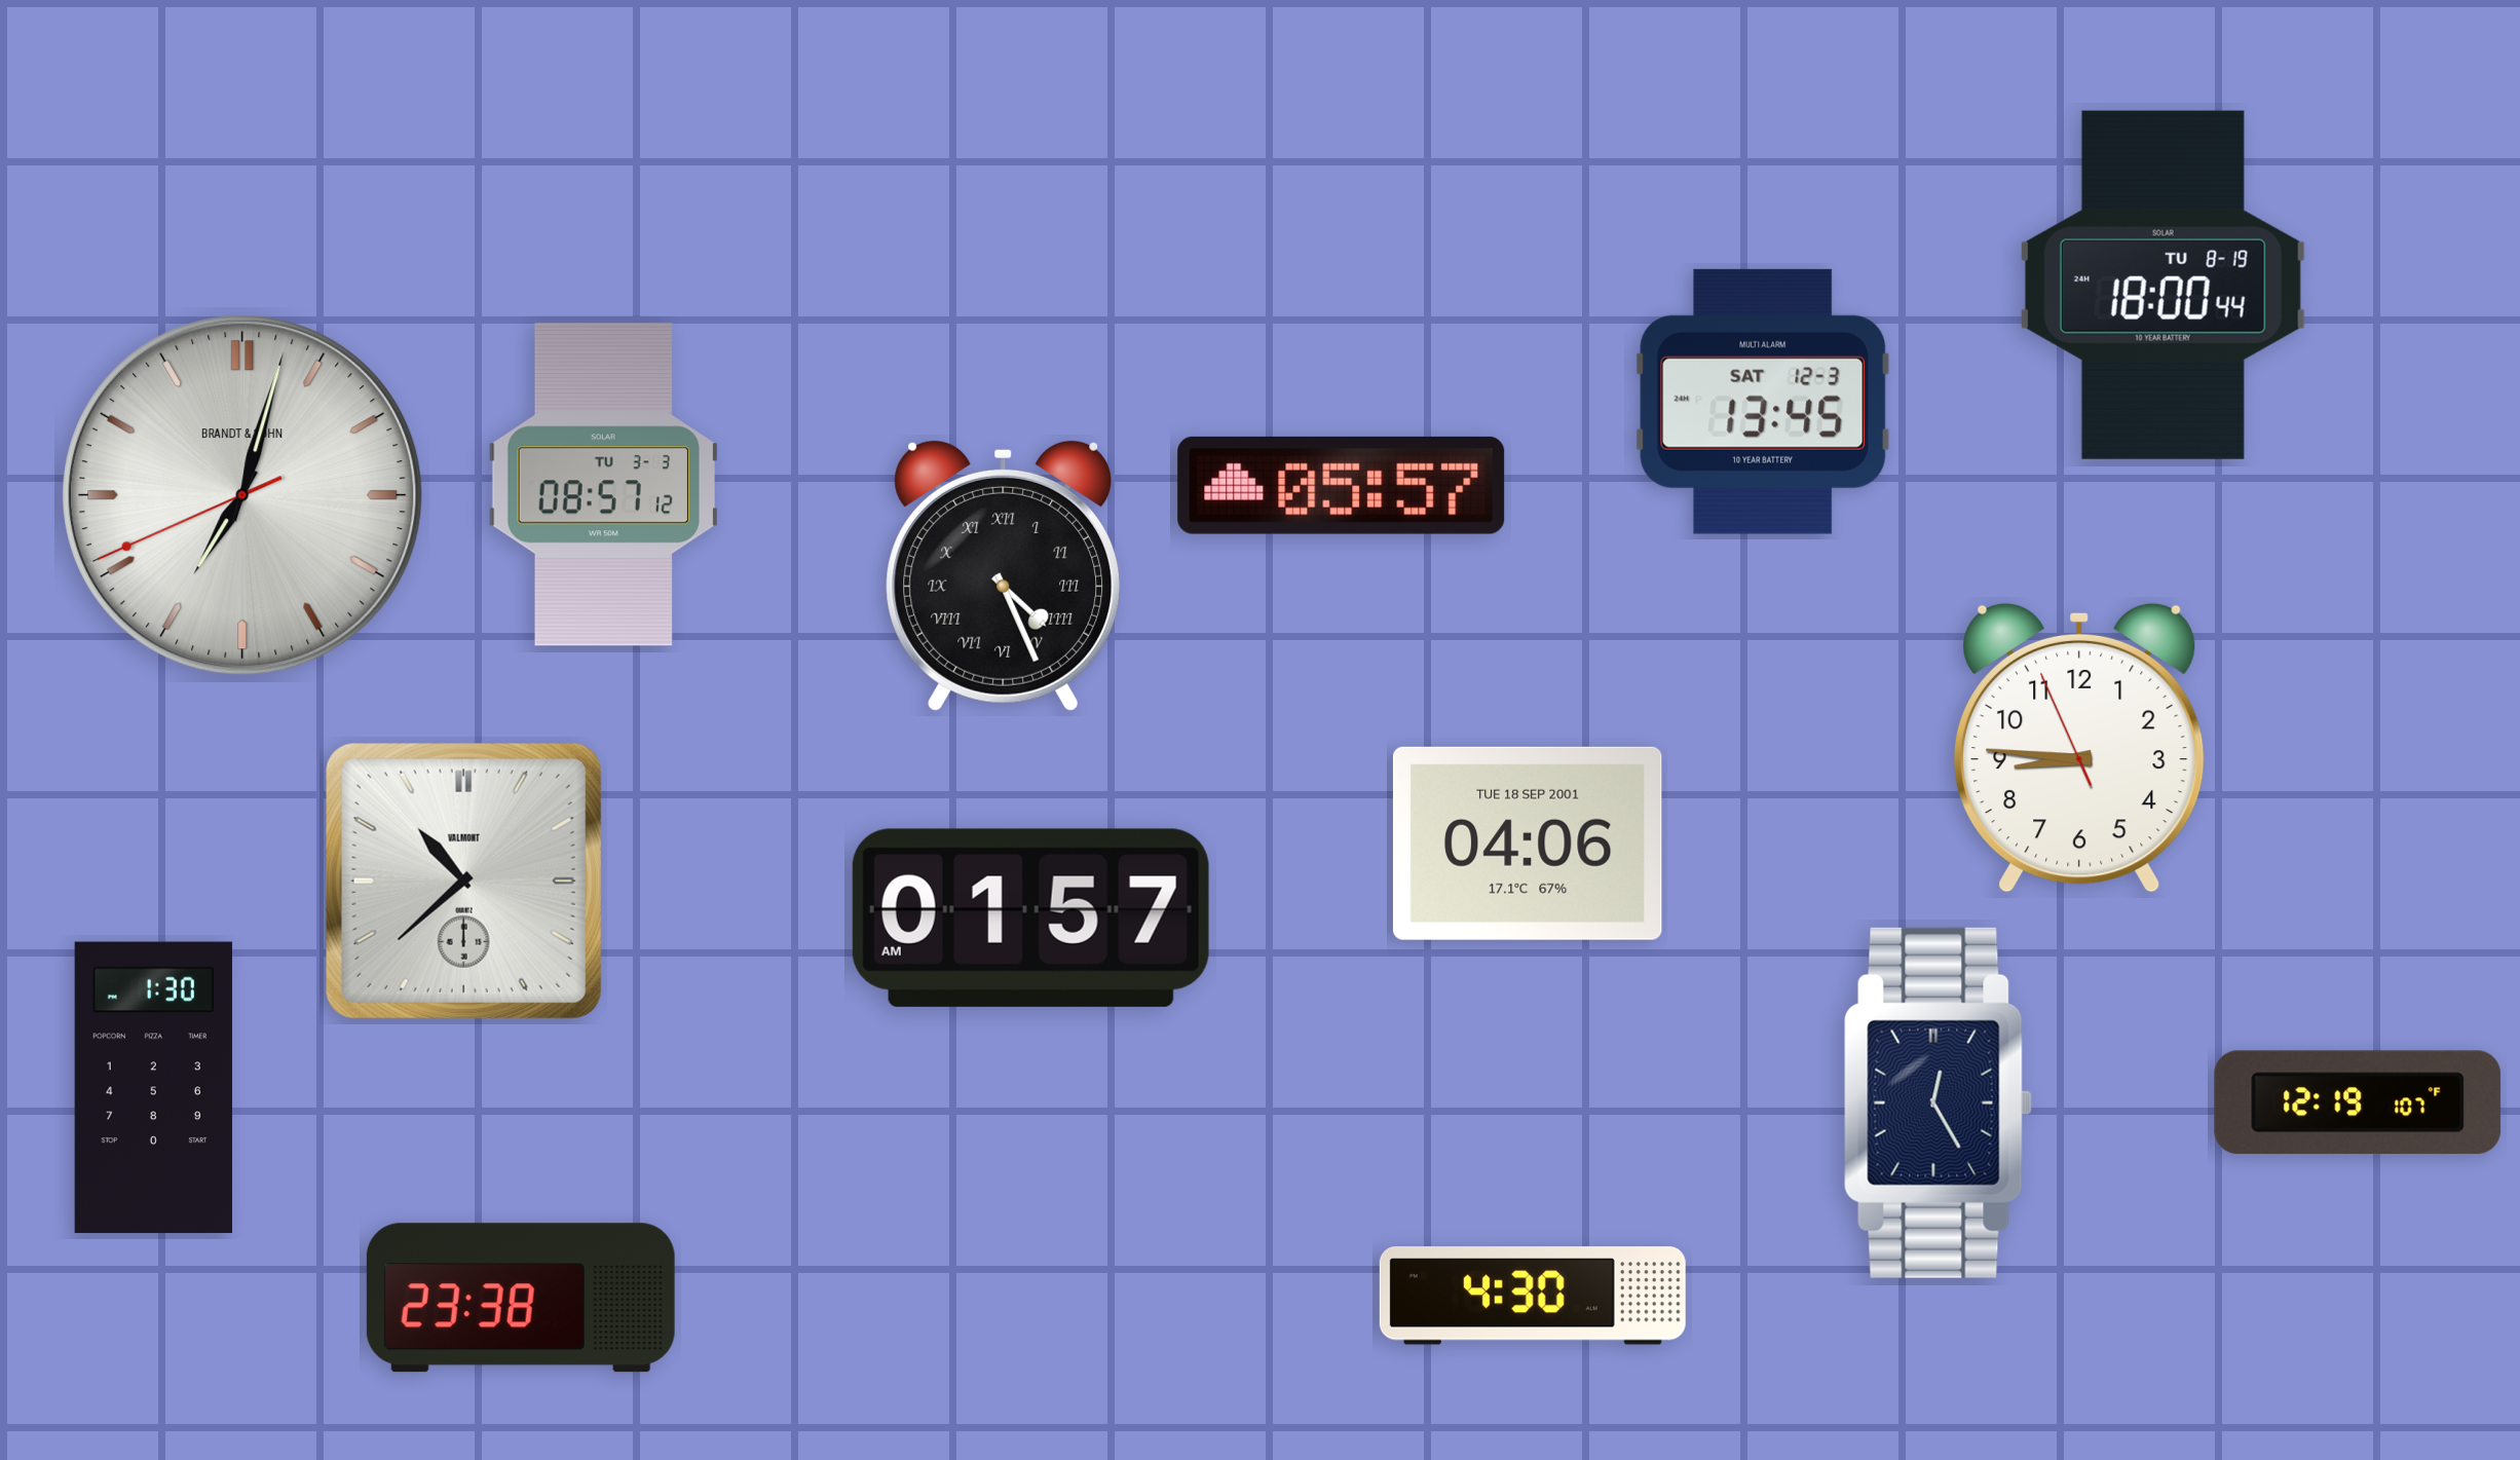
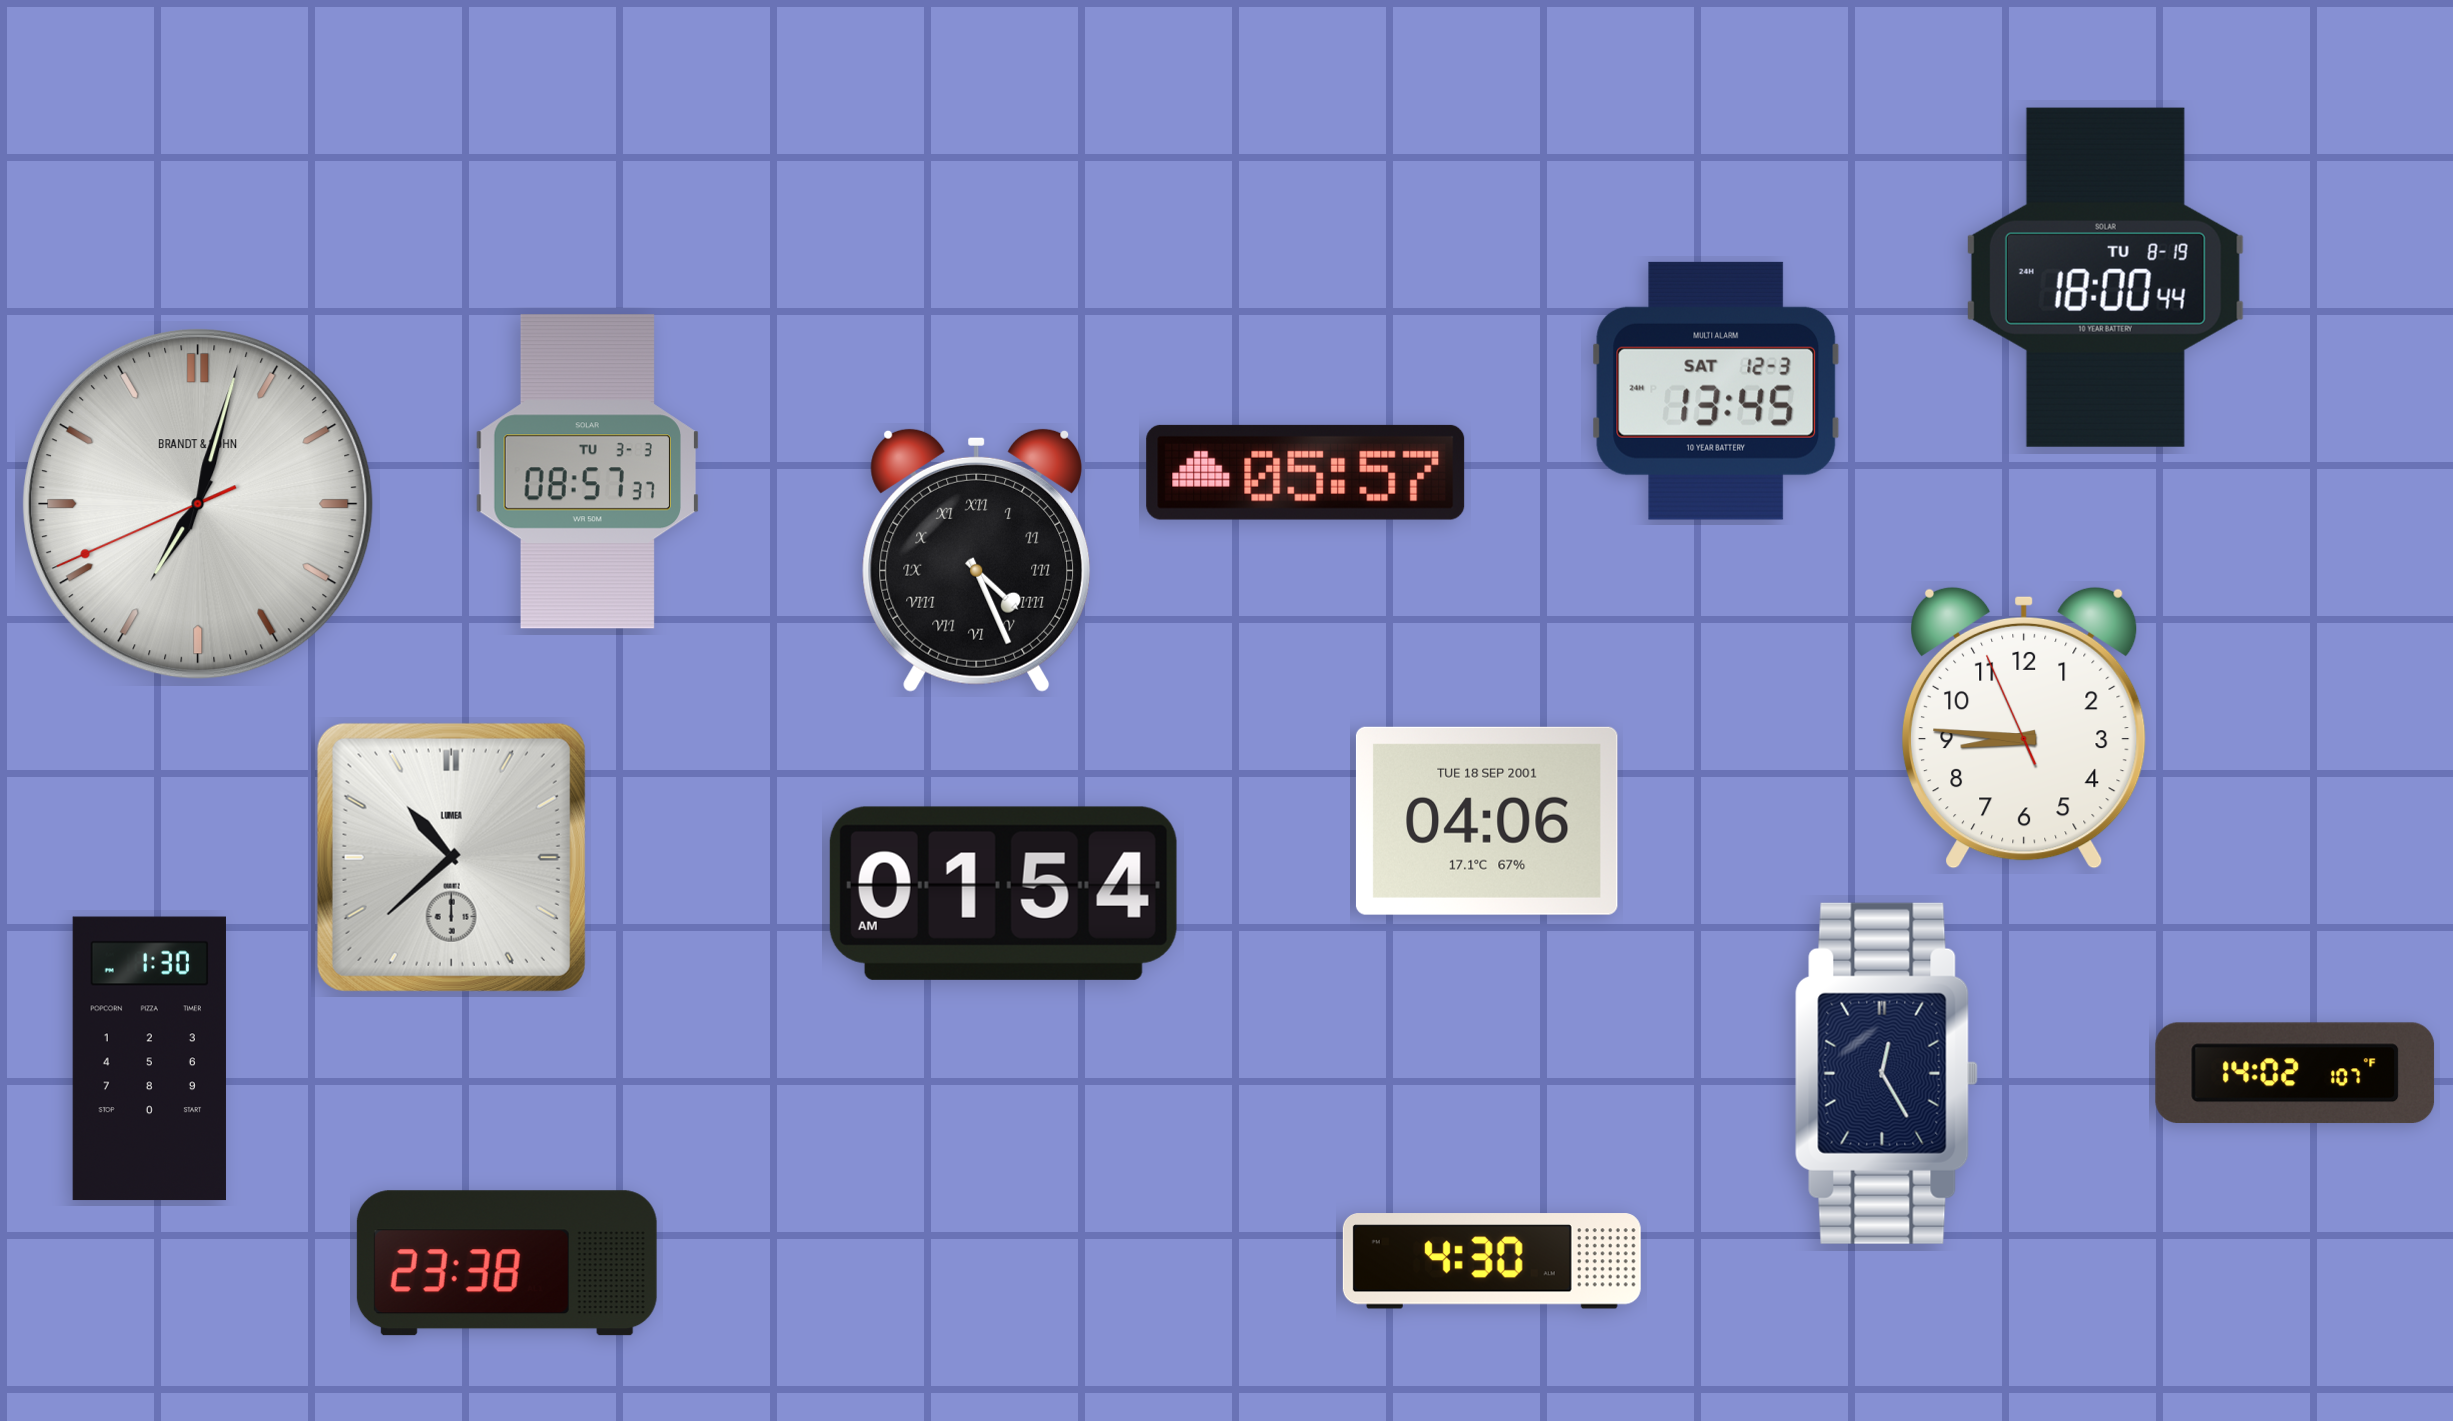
clock at (603, 485): 08:57:12 -> 08:57:37
clock at (242, 495) position: (242, 495) -> (198, 504)
clock at (463, 881) brand: VALMONT -> LUMEA
clock at (1030, 918): 01:57 -> 01:54
clock at (2358, 1102): 12:19 -> 14:02
